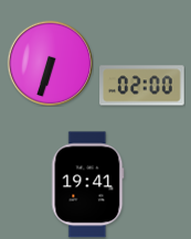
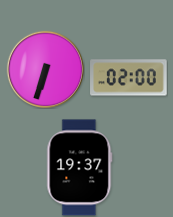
clock at (50, 63) position: (50, 63) -> (45, 69)
clock at (88, 185): 19:41 -> 19:37
